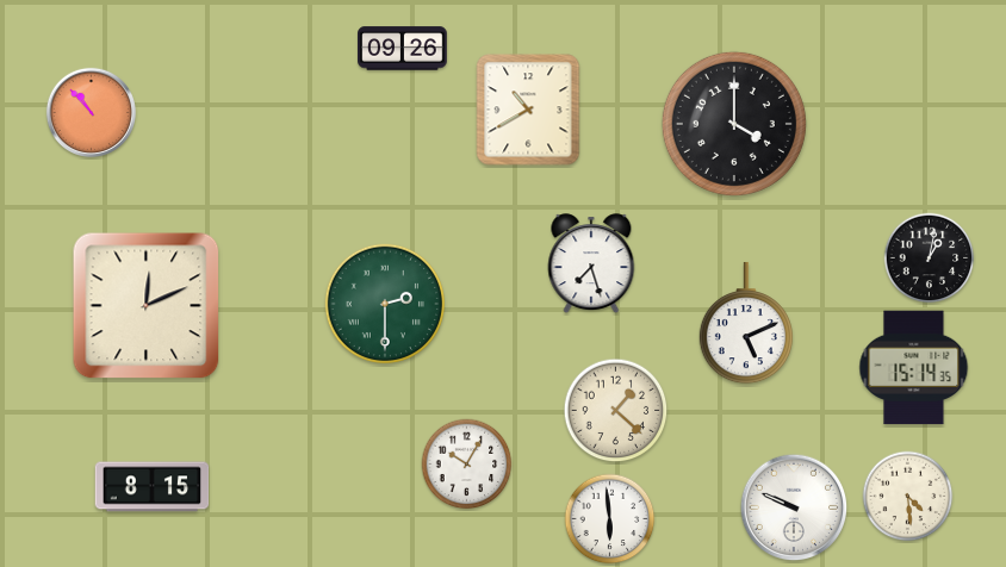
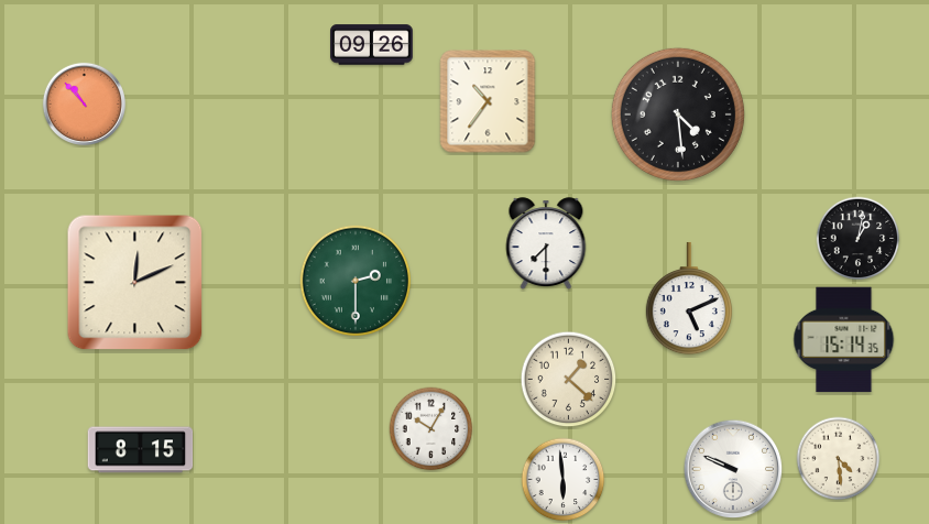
clock at (528, 110): 10:40 -> 10:36
clock at (734, 124): 4:00 -> 4:29
clock at (591, 264): 7:27 -> 7:30
